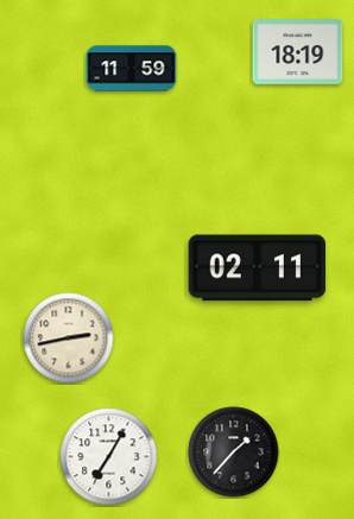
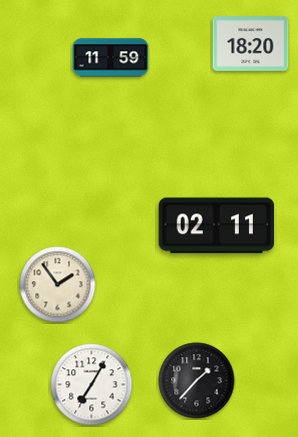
clock at (298, 52): 18:19 -> 18:20
clock at (69, 338): 2:43 -> 1:54
